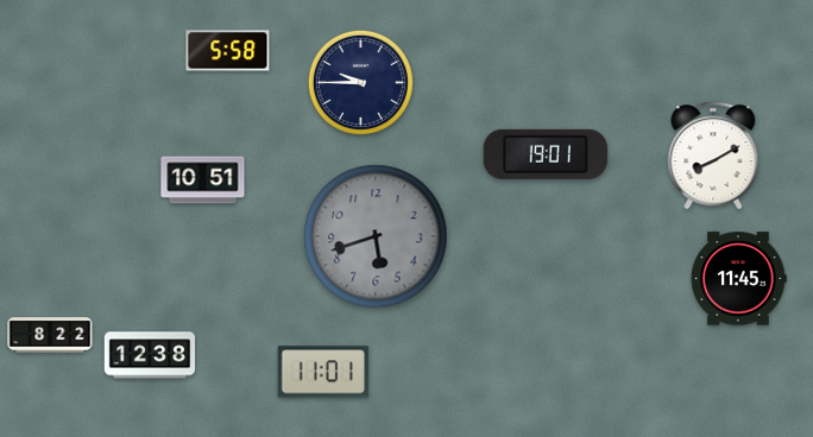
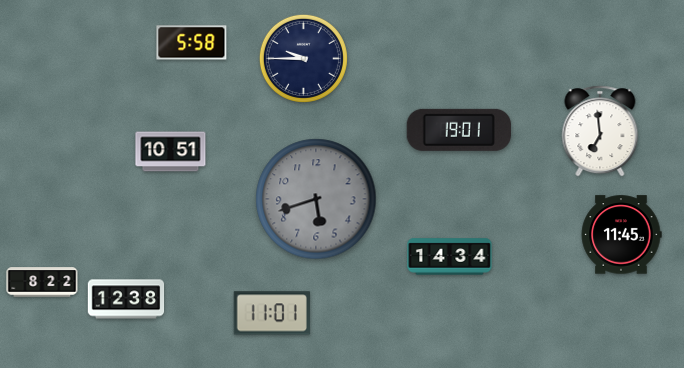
clock at (360, 82) position: (360, 82) -> (303, 58)
clock at (713, 156): 8:10 -> 6:59
clock at (450, 257): none -> 14:34
